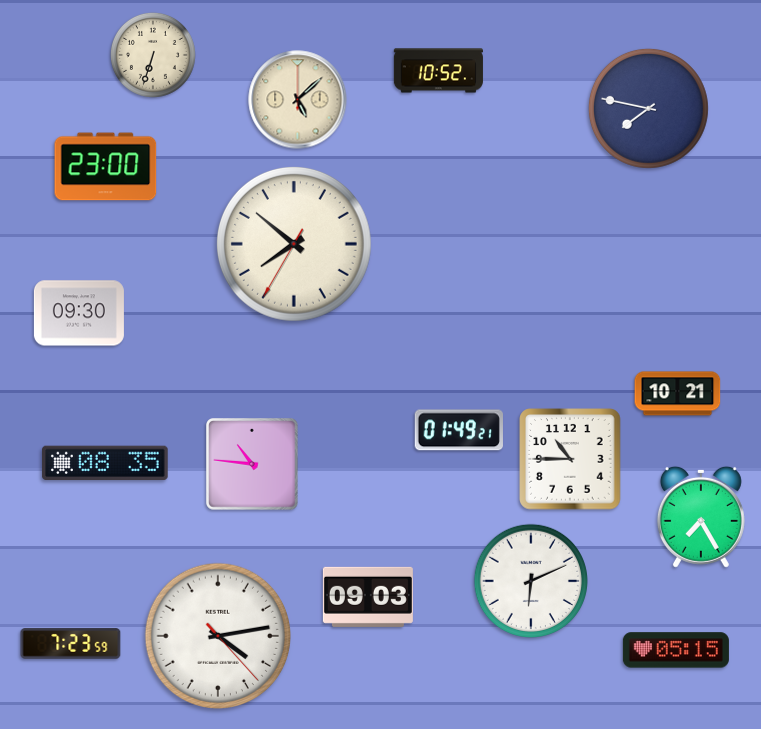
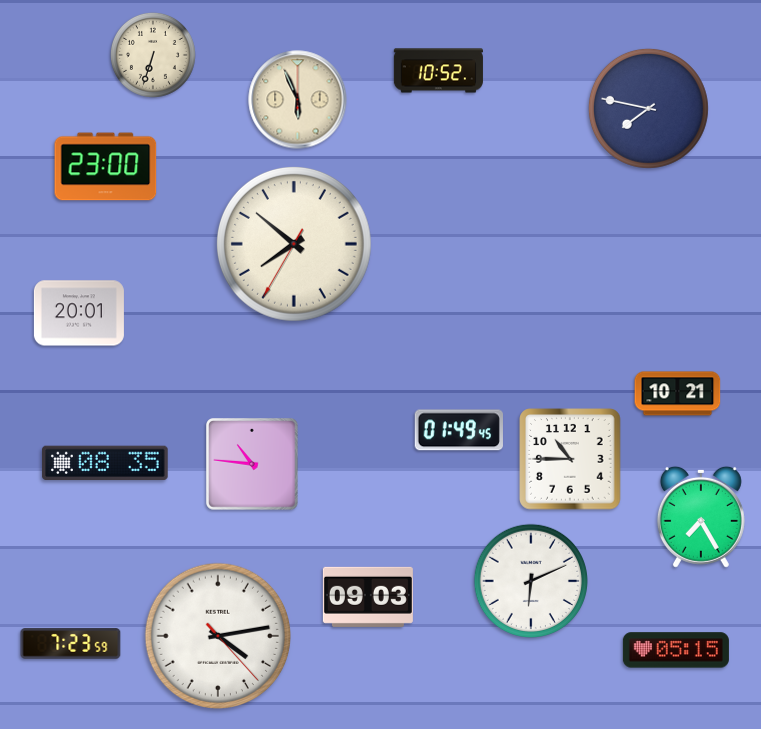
clock at (298, 100): 5:08 -> 5:56
clock at (79, 313): 09:30 -> 20:01
clock at (459, 430): 01:49:21 -> 01:49:45
